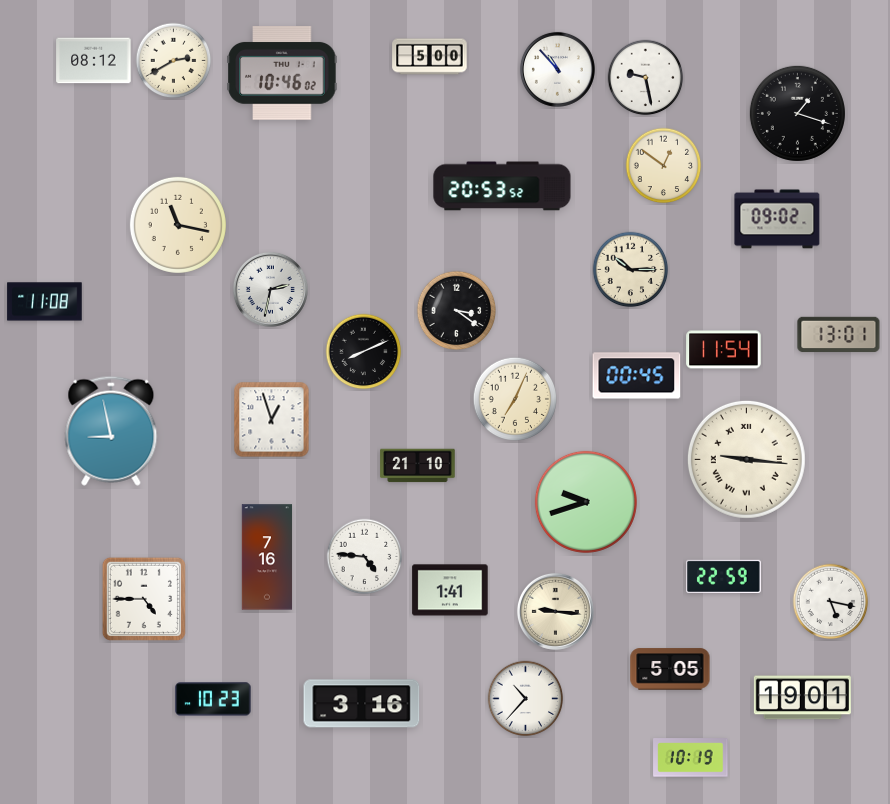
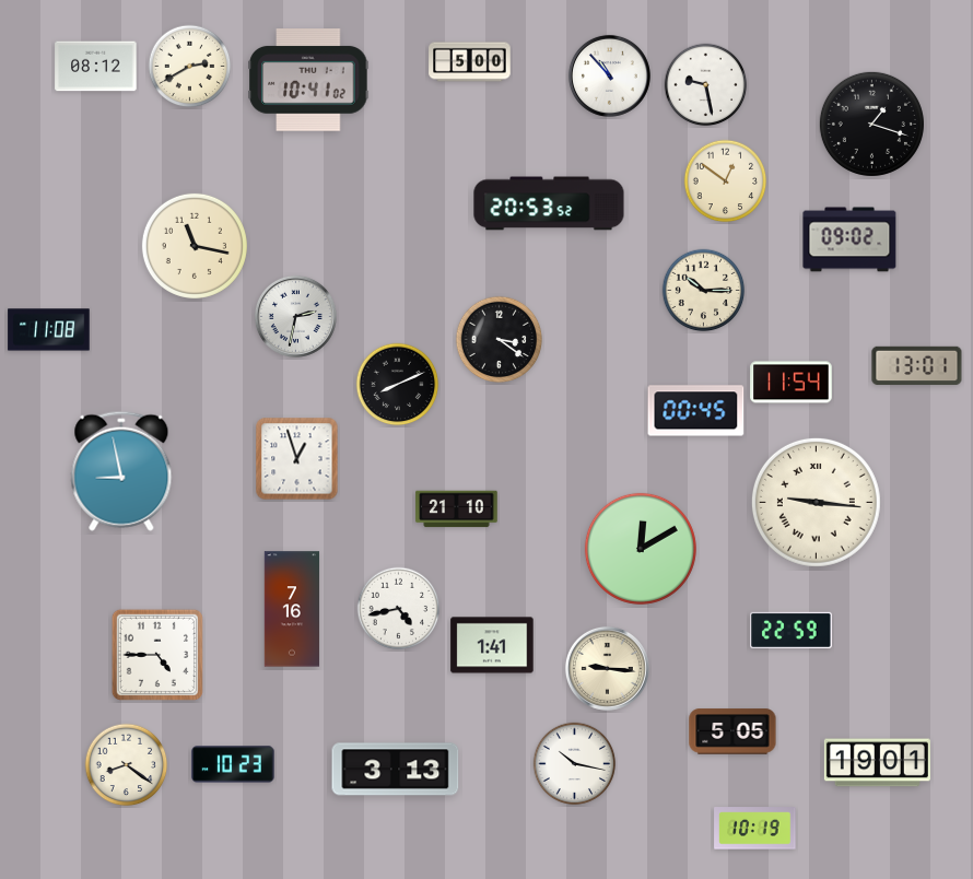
clock at (94, 61) position: (94, 61) -> (96, 67)
clock at (282, 74): 10:46 -> 10:41
clock at (631, 270) position: (631, 270) -> (704, 291)
clock at (514, 398): 7:04 -> none
clock at (586, 502): 9:42 -> 12:10
clock at (365, 557): 4:46 -> 4:43
clock at (831, 602): 5:17 -> none
clock at (526, 699): 10:37 -> 10:17
clock at (127, 765): none -> 8:21
clock at (362, 704): 3:16 -> 3:13
